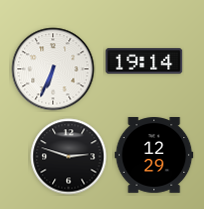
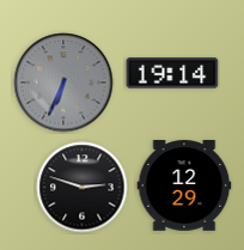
clock at (53, 69) dial: white -> grey
